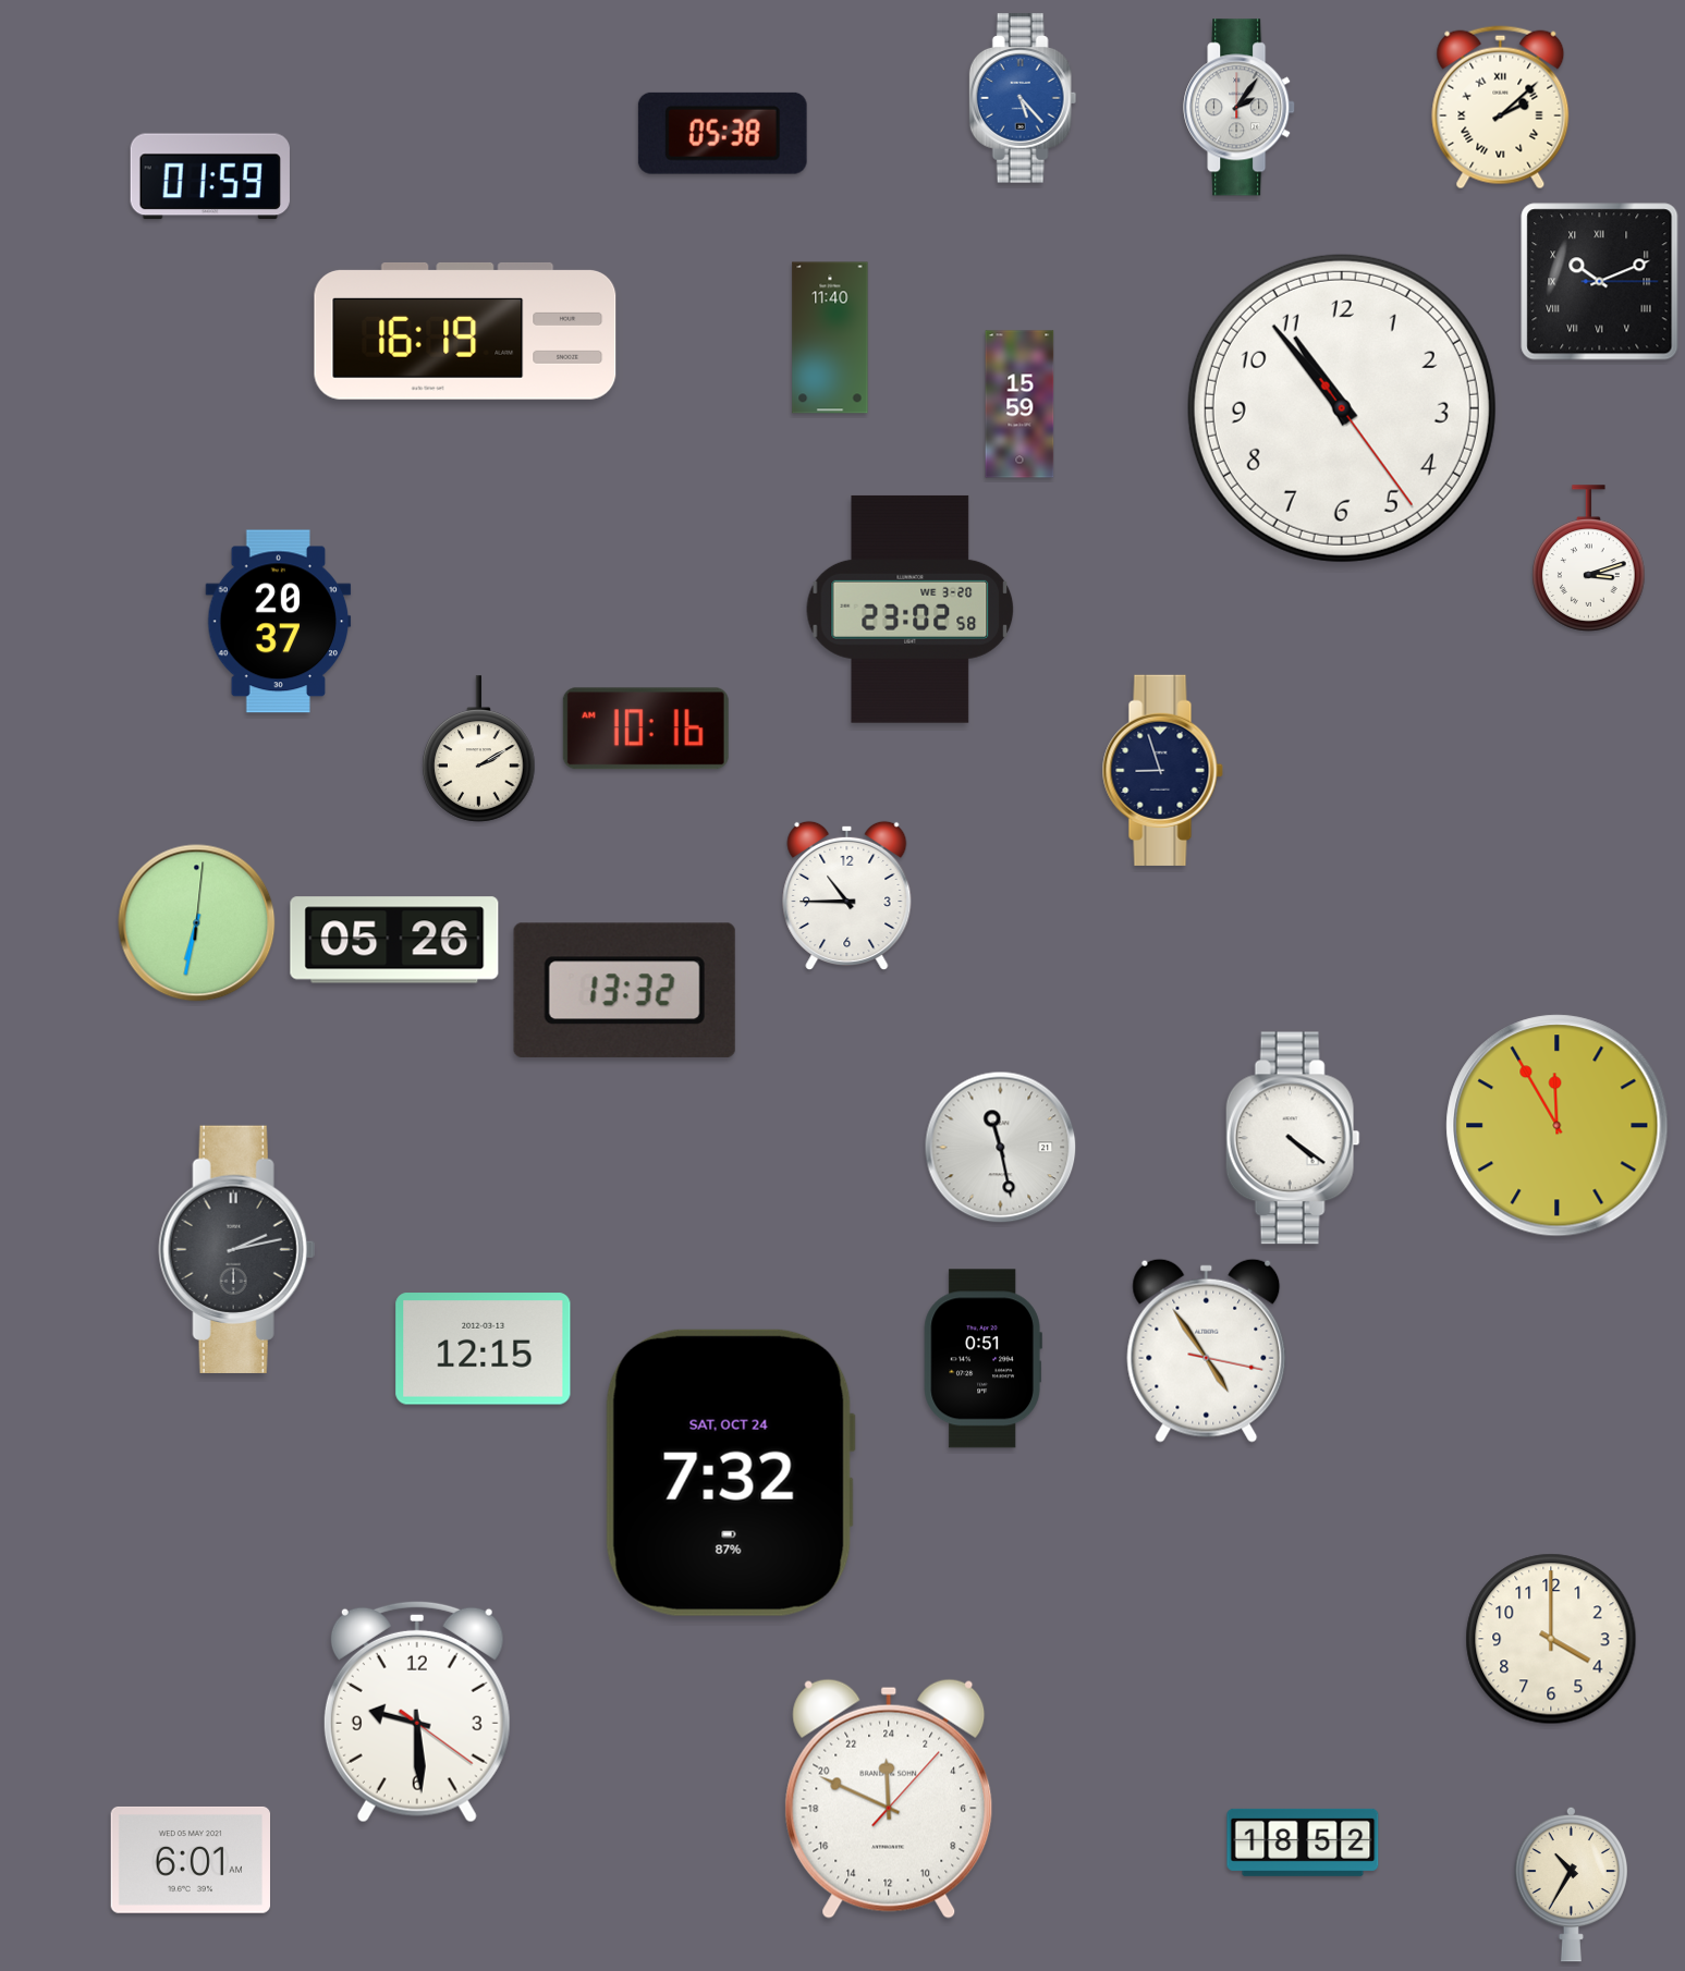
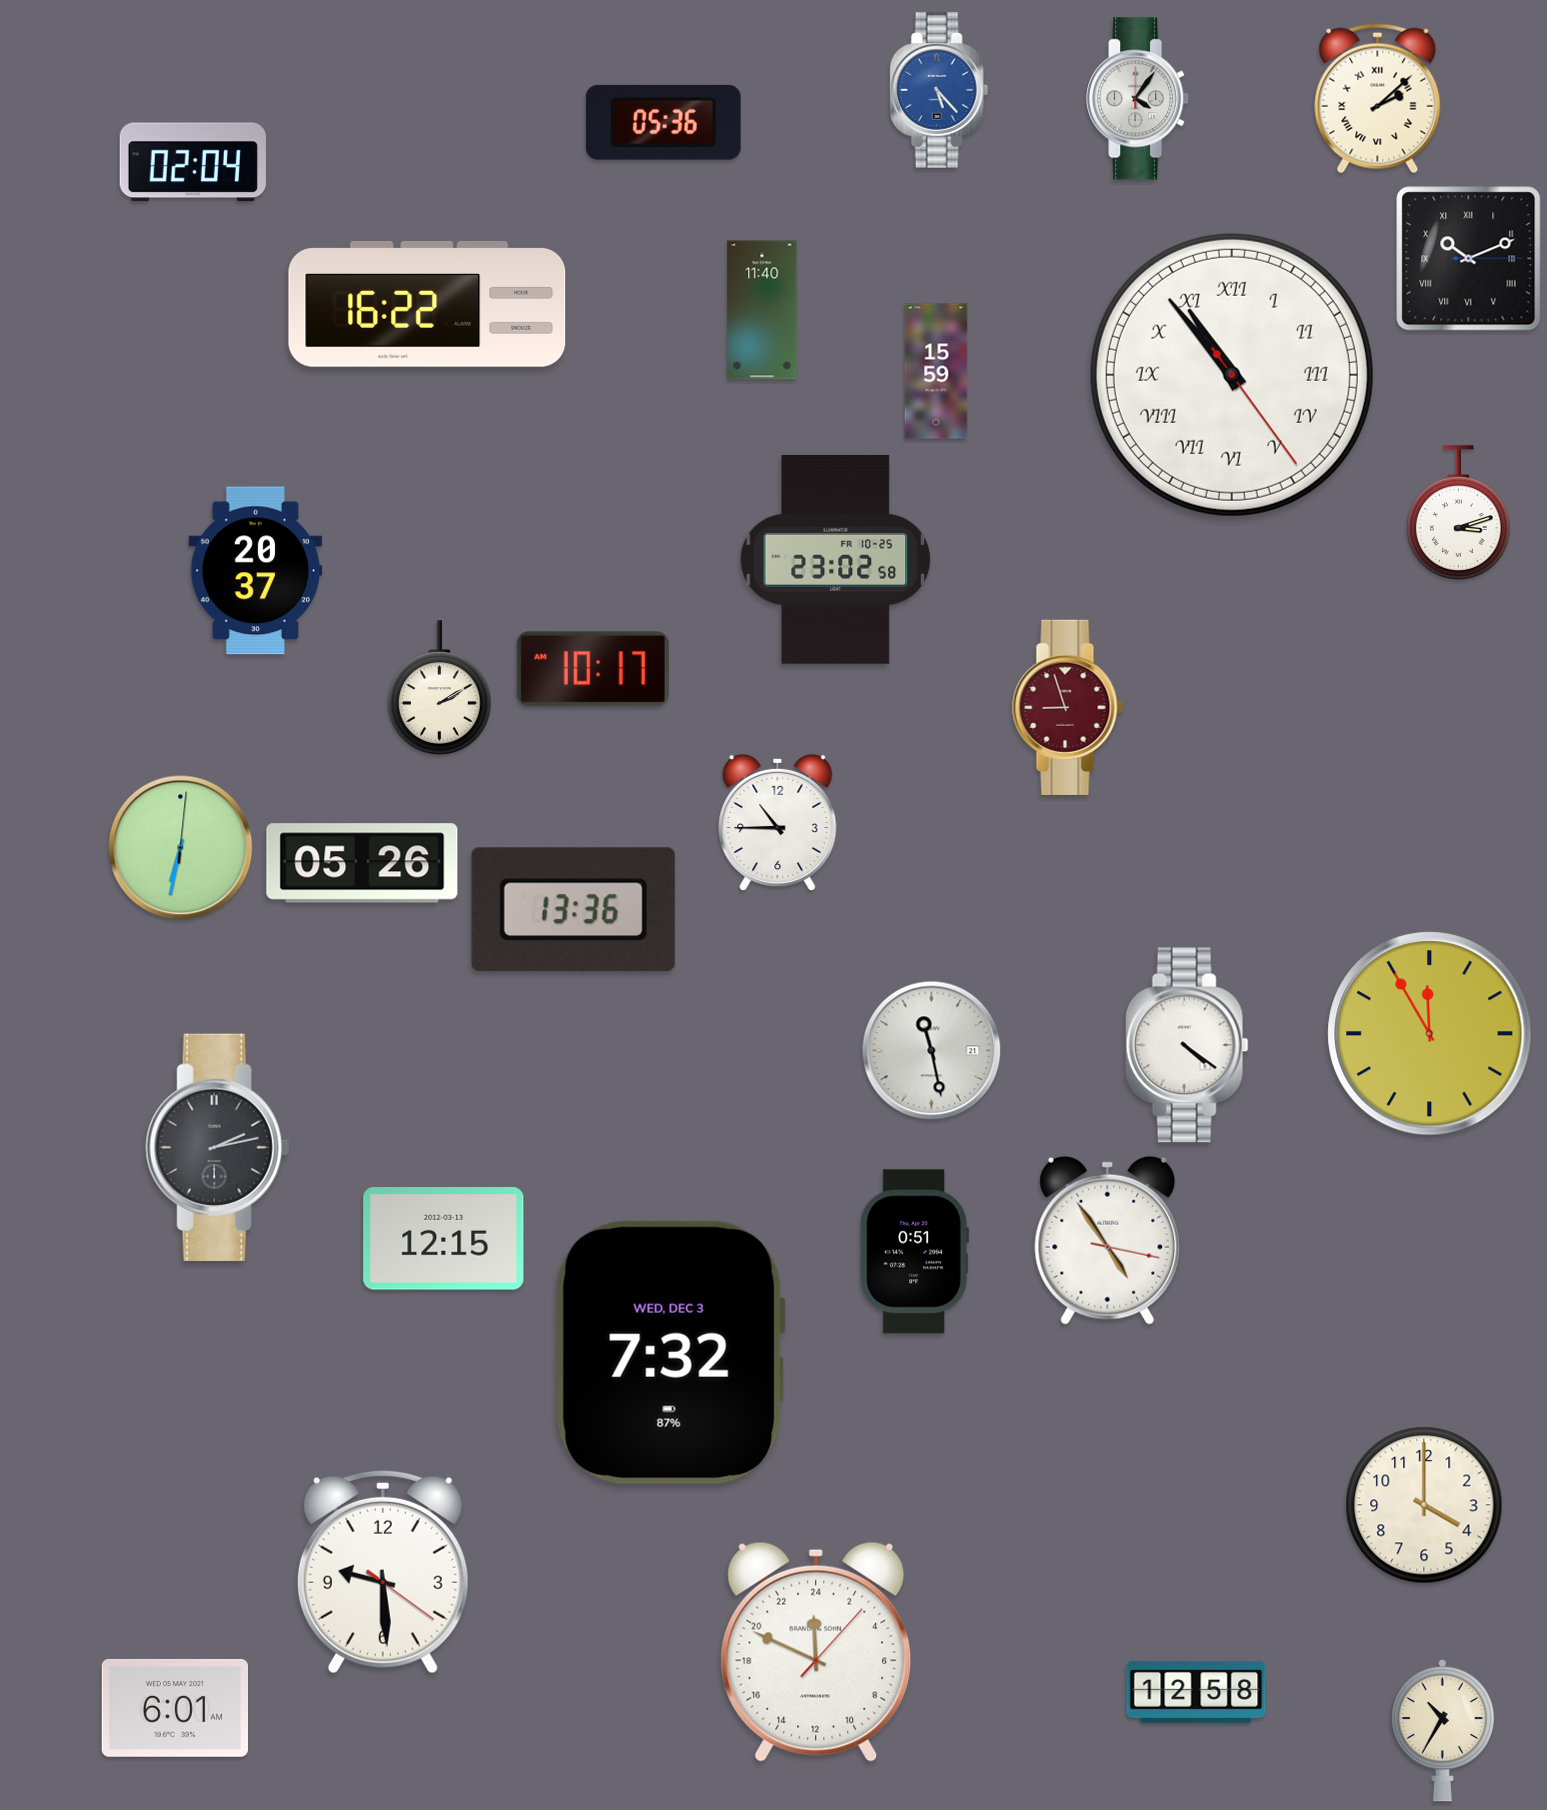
clock at (1240, 108): 2:06 -> 4:06
clock at (722, 133): 05:38 -> 05:36
clock at (210, 176): 01:59 -> 02:04
clock at (465, 331): 16:19 -> 16:22
clock at (1342, 408) numerals: Arabic -> Roman
clock at (911, 609) date: WE 3-20 -> FR 10-25
clock at (646, 729): 10:16 -> 10:17
clock at (1162, 770) dial: navy -> burgundy
clock at (624, 990): 13:32 -> 13:36
clock at (1001, 1148) position: (1001, 1148) -> (932, 1051)
clock at (982, 1359) position: (982, 1359) -> (914, 1252)
clock at (730, 1472) date: SAT, OCT 24 -> WED, DEC 3
clock at (1303, 1843): 18:52 -> 12:58
